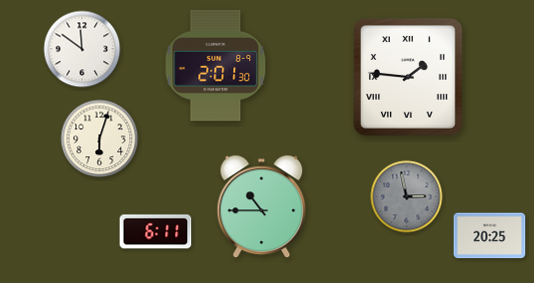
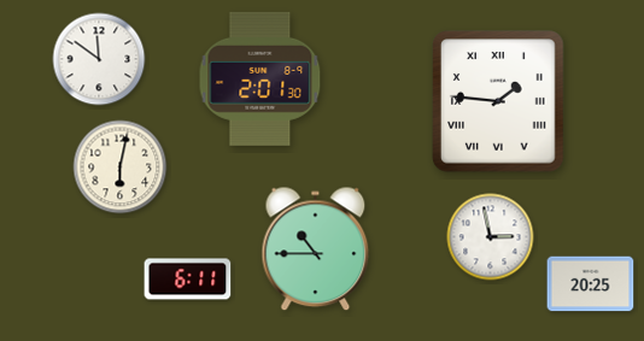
clock at (408, 77) position: (408, 77) -> (498, 101)
clock at (100, 139): 6:03 -> 6:02
clock at (407, 197) dial: grey -> white
